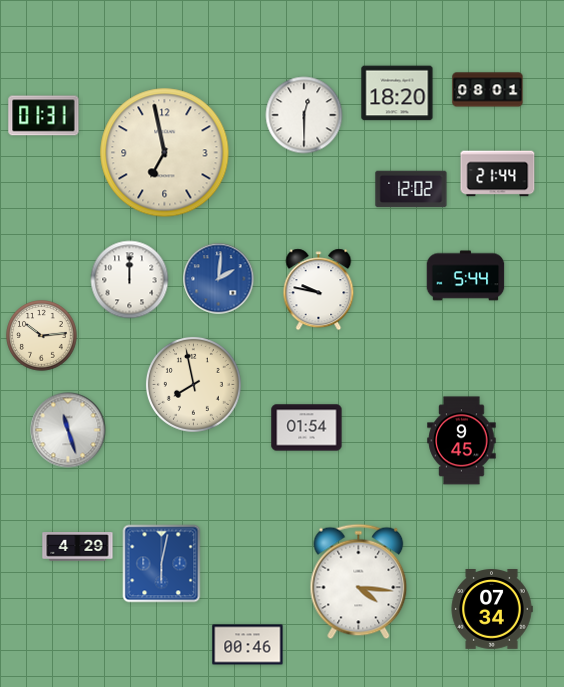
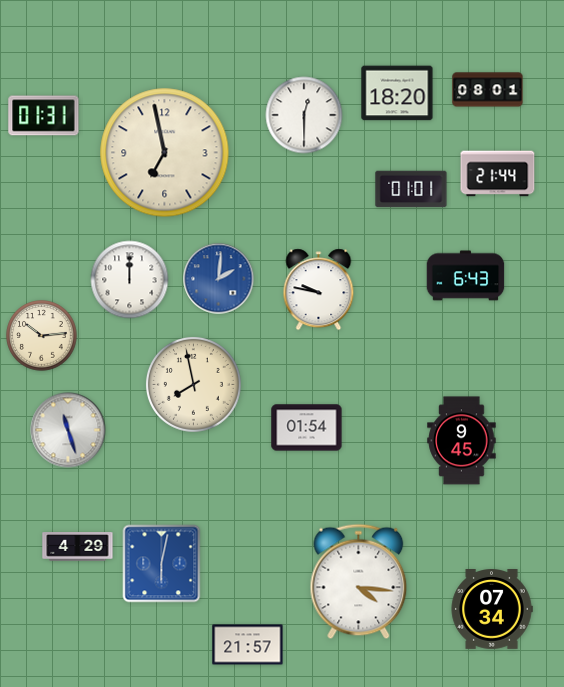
clock at (411, 189): 12:02 -> 01:01
clock at (466, 276): 5:44 -> 6:43
clock at (248, 645): 00:46 -> 21:57
